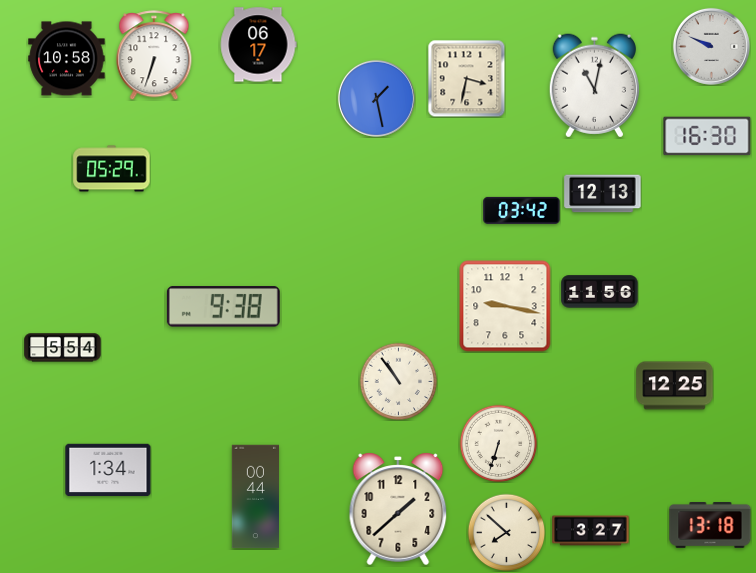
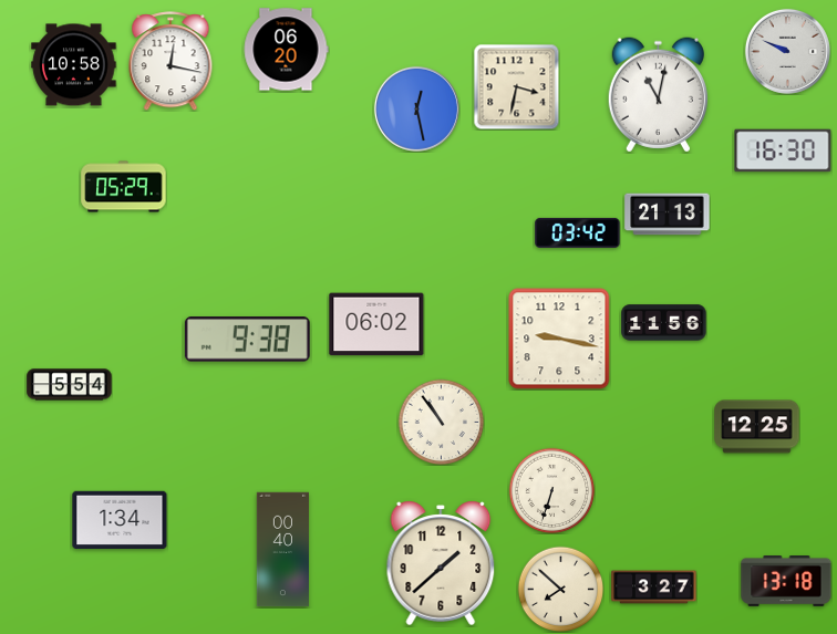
clock at (258, 45): 06:17 -> 06:20
clock at (154, 55): 6:33 -> 12:17
clock at (376, 98): 1:28 -> 12:28
clock at (603, 194): 12:13 -> 21:13
clock at (376, 324): none -> 06:02
clock at (675, 386) position: (675, 386) -> (757, 427)
clock at (255, 497): 00:44 -> 00:40
